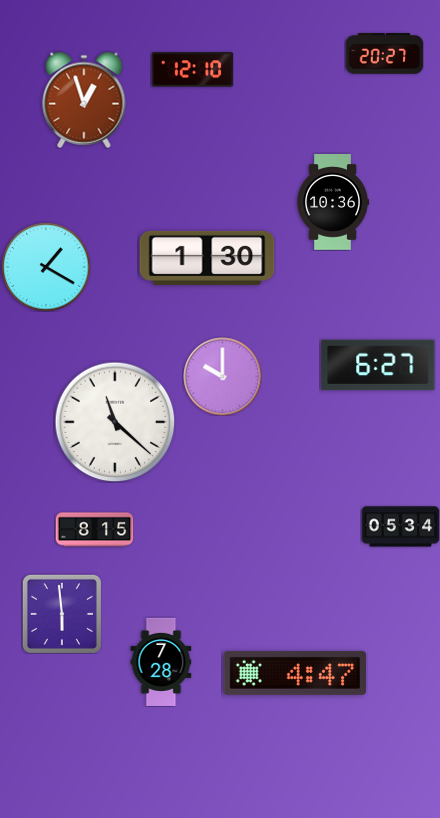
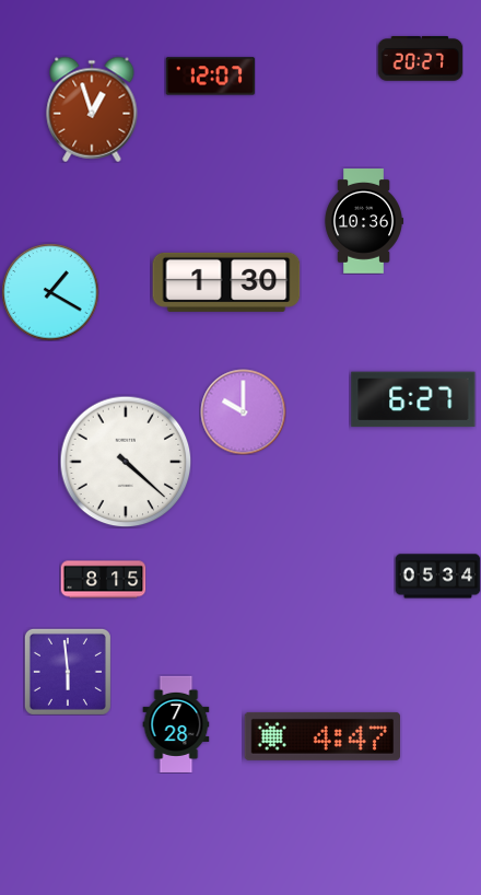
clock at (192, 70): 12:10 -> 12:07
clock at (115, 422): 11:22 -> 4:22
